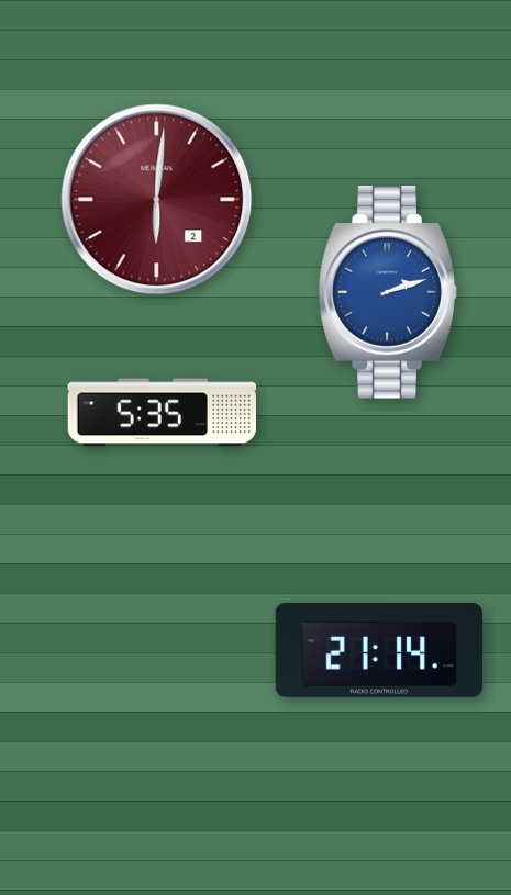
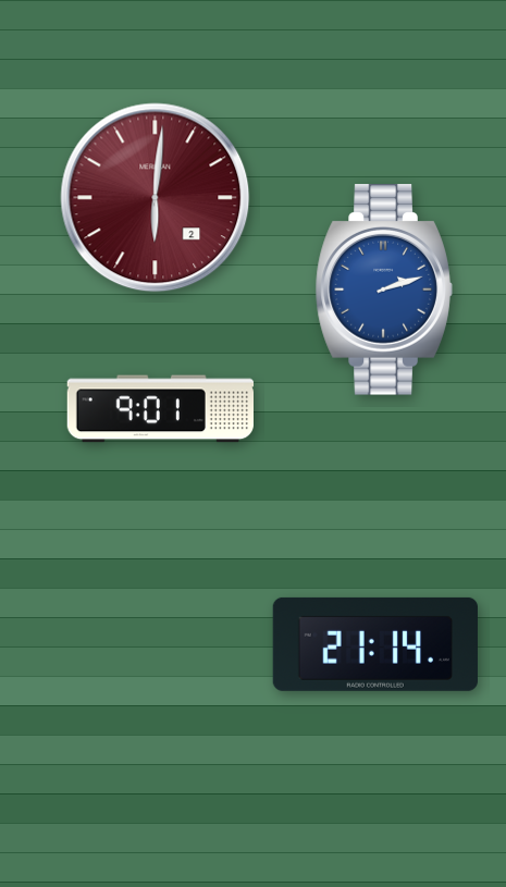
clock at (162, 413): 5:35 -> 9:01
